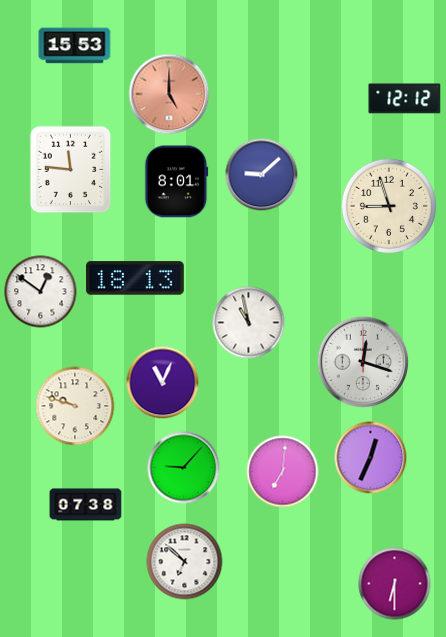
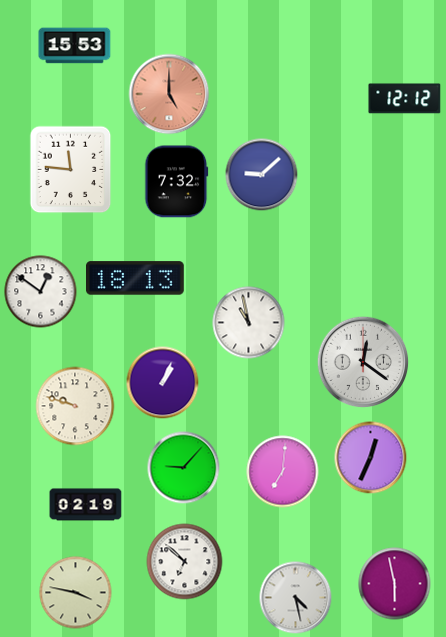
clock at (177, 182): 8:01 -> 7:32
clock at (389, 206): 8:57 -> none
clock at (363, 362): 12:18 -> 12:21
clock at (163, 383): 11:04 -> 1:04
clock at (86, 505): 07:38 -> 02:19
clock at (395, 584): 6:30 -> 5:58
clock at (76, 593): none -> 3:47
clock at (296, 598): none -> 4:28
